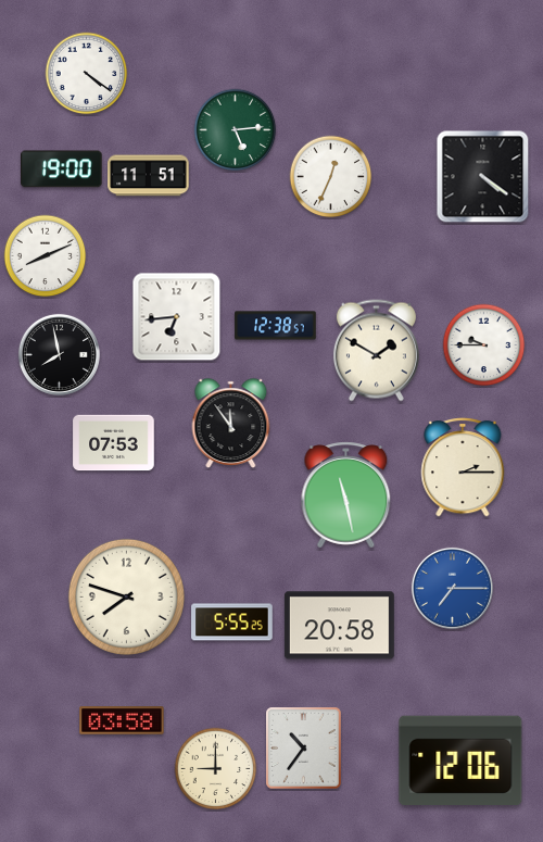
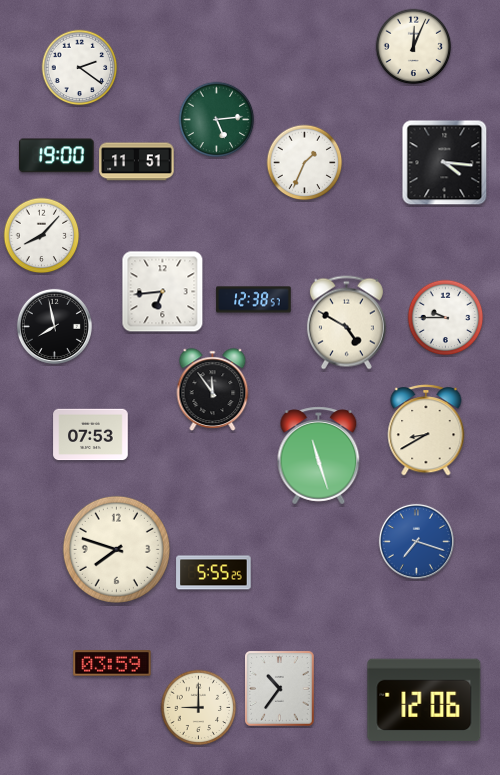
clock at (414, 47): none -> 12:04
clock at (87, 74): 4:21 -> 2:21
clock at (331, 177): 12:34 -> 1:34
clock at (483, 177): 4:21 -> 4:16
clock at (46, 256): 8:11 -> 8:07
clock at (376, 351): 1:50 -> 4:50
clock at (114, 443) position: (114, 443) -> (91, 435)
clock at (463, 468): 2:15 -> 8:40
clock at (346, 495): 11:28 -> 11:27
clock at (452, 588): 7:15 -> 7:18
clock at (339, 626): 20:58 -> none
clock at (122, 720): 03:58 -> 03:59
